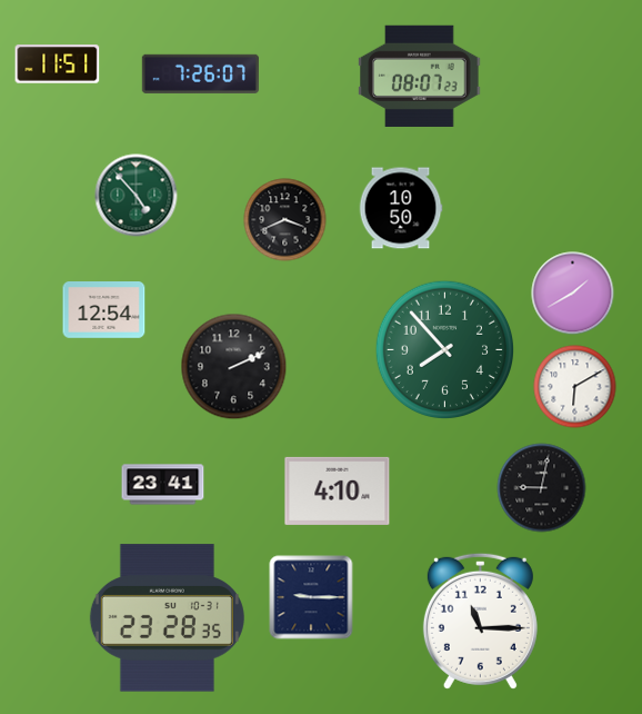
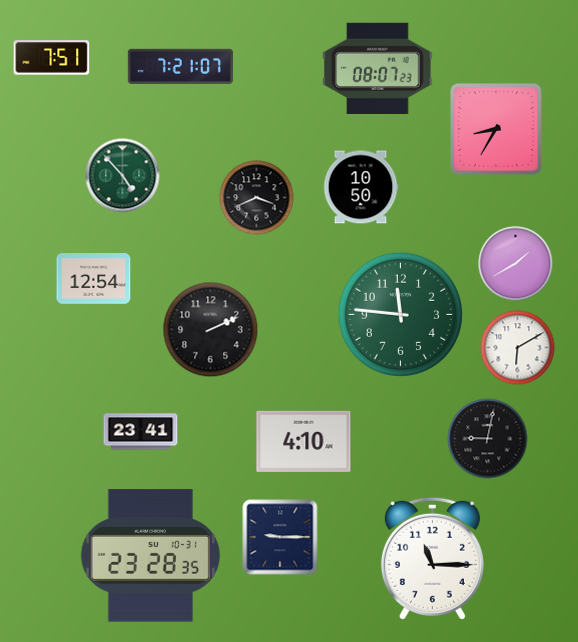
clock at (58, 65): 11:51 -> 7:51
clock at (200, 73): 7:26 -> 7:21
clock at (497, 130): none -> 8:35
clock at (444, 349): 7:53 -> 11:46
clock at (163, 485) position: (163, 485) -> (141, 432)
